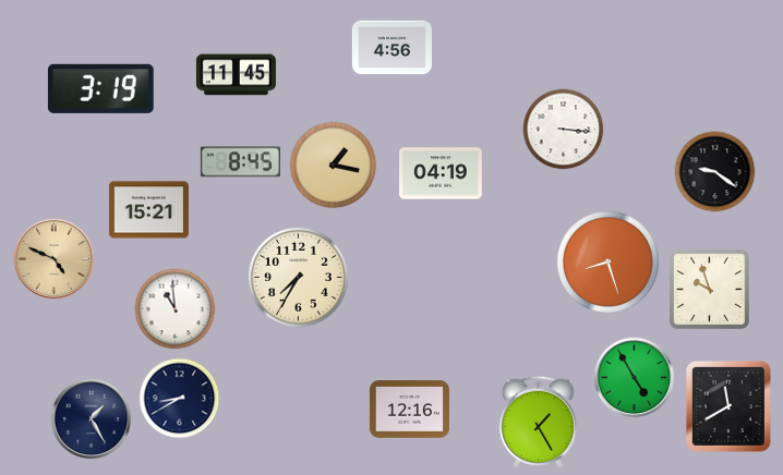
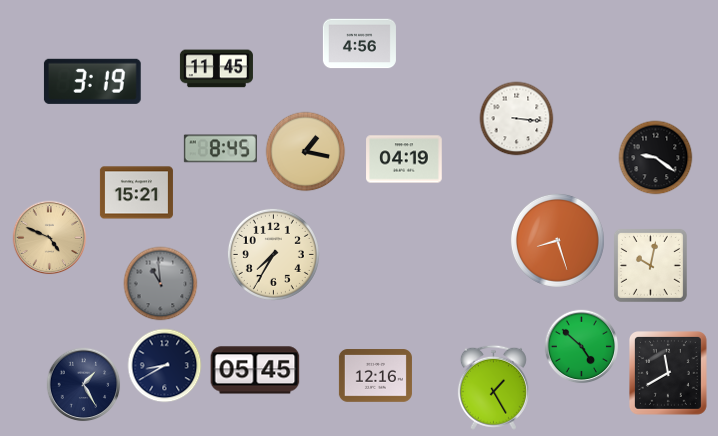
clock at (709, 289): 9:57 -> 10:02
clock at (176, 309) dial: white -> grey
clock at (635, 378): 4:55 -> 4:52
clock at (255, 370): none -> 05:45
